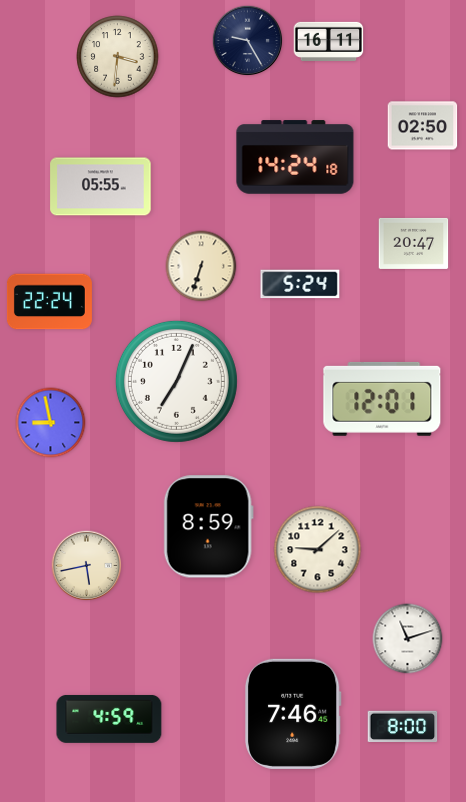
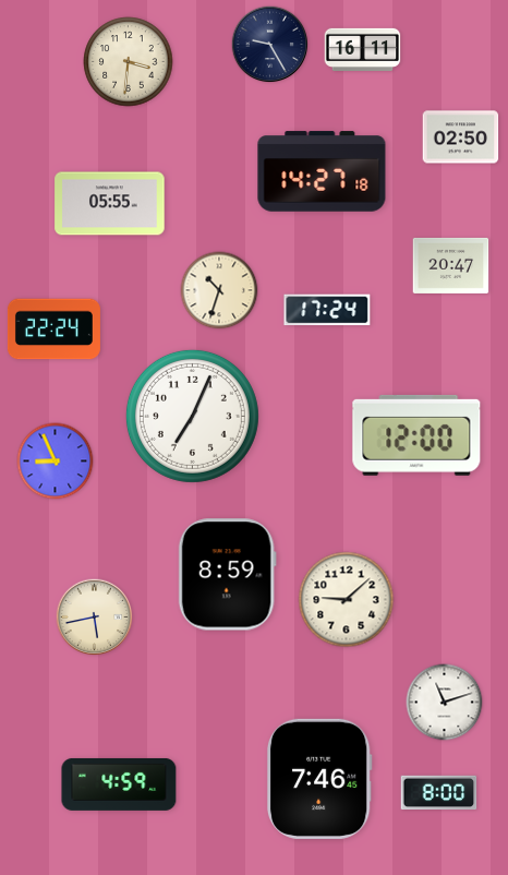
clock at (329, 41) position: (329, 41) -> (363, 49)
clock at (295, 157): 14:24 -> 14:27
clock at (201, 266): 6:33 -> 10:33
clock at (300, 284): 5:24 -> 17:24
clock at (382, 399): 12:01 -> 12:00
clock at (51, 423): 8:58 -> 8:56
clock at (408, 639) position: (408, 639) -> (445, 703)
